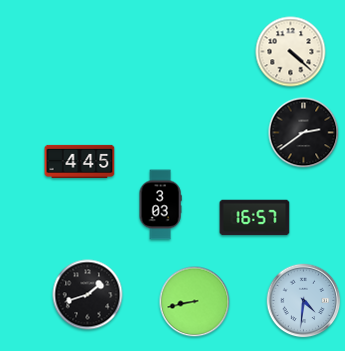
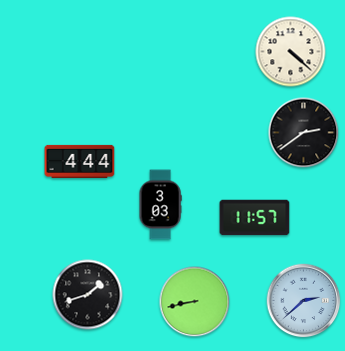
clock at (80, 161): 4:45 -> 4:44
clock at (255, 218): 16:57 -> 11:57
clock at (304, 301): 4:31 -> 2:38
